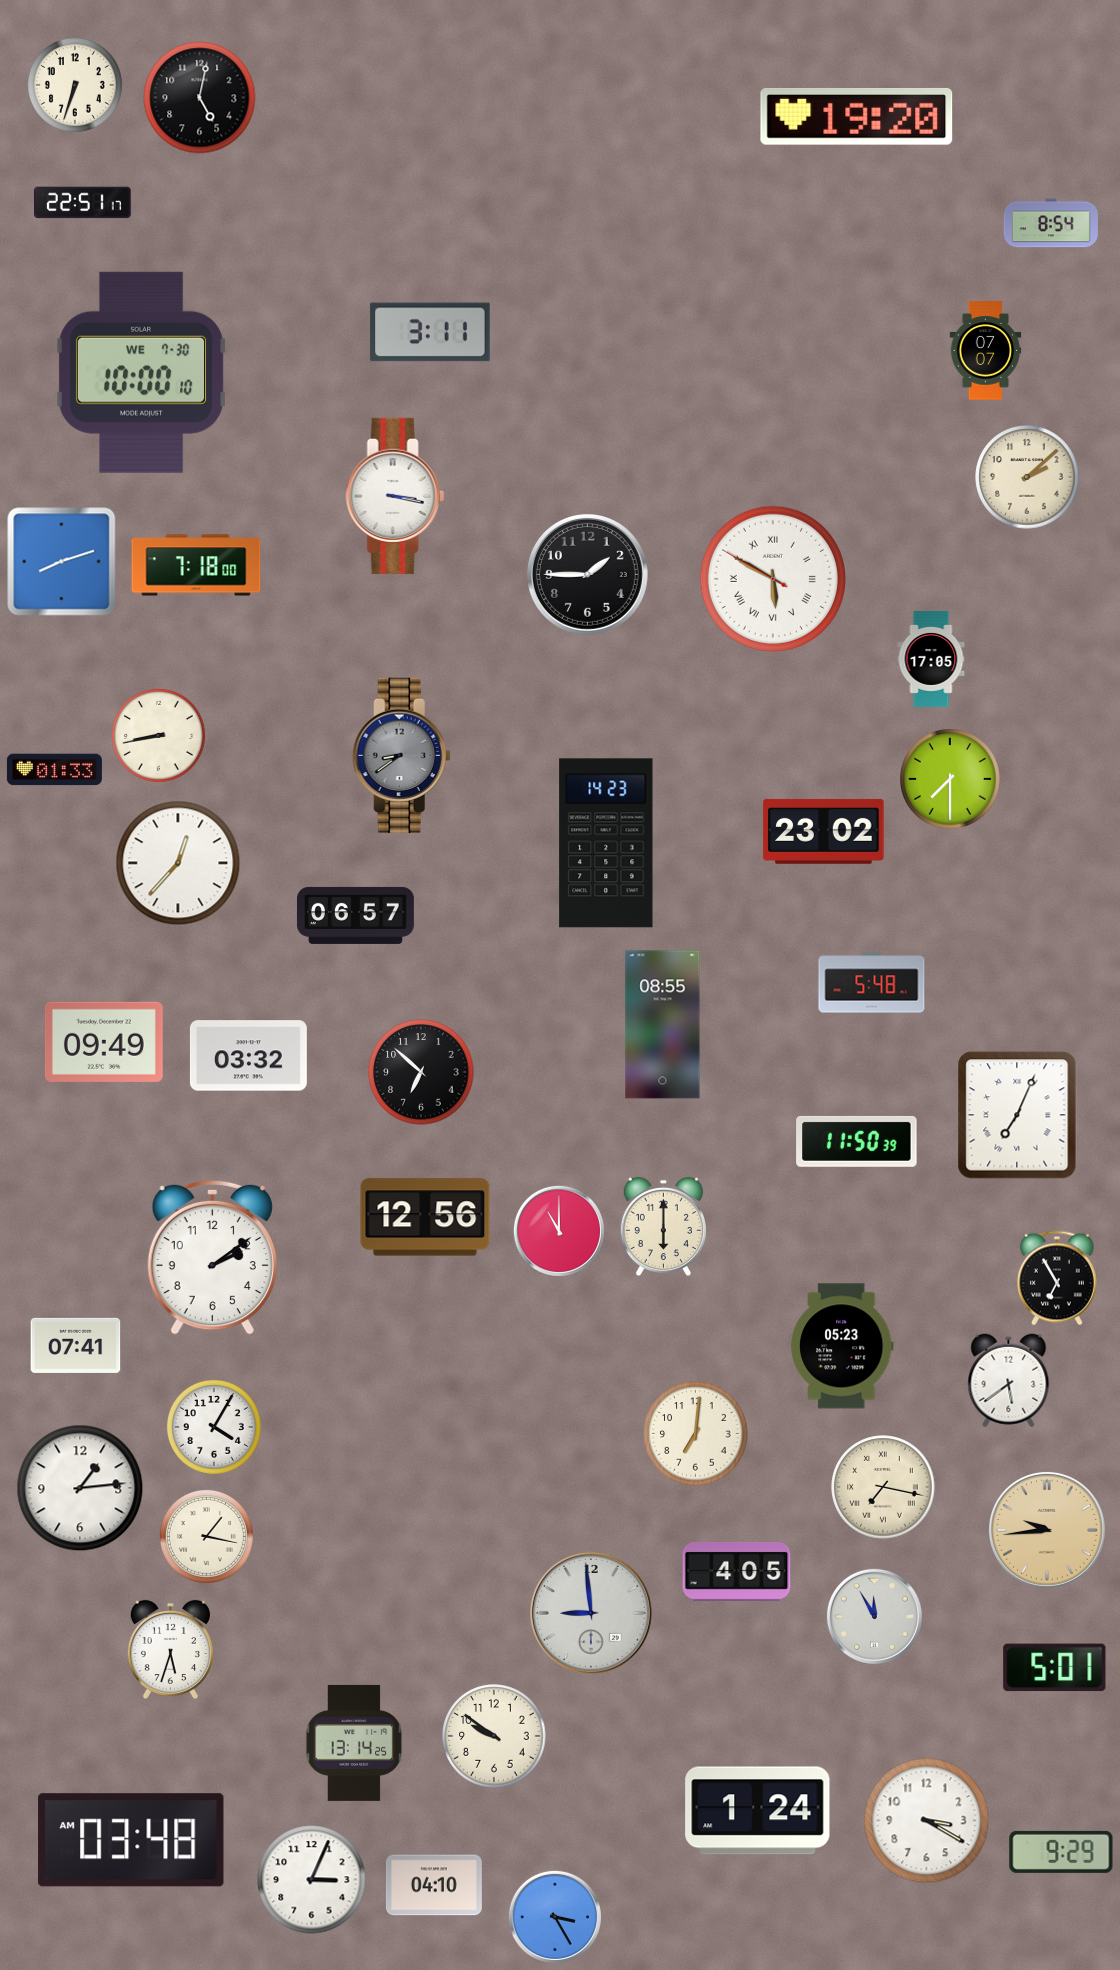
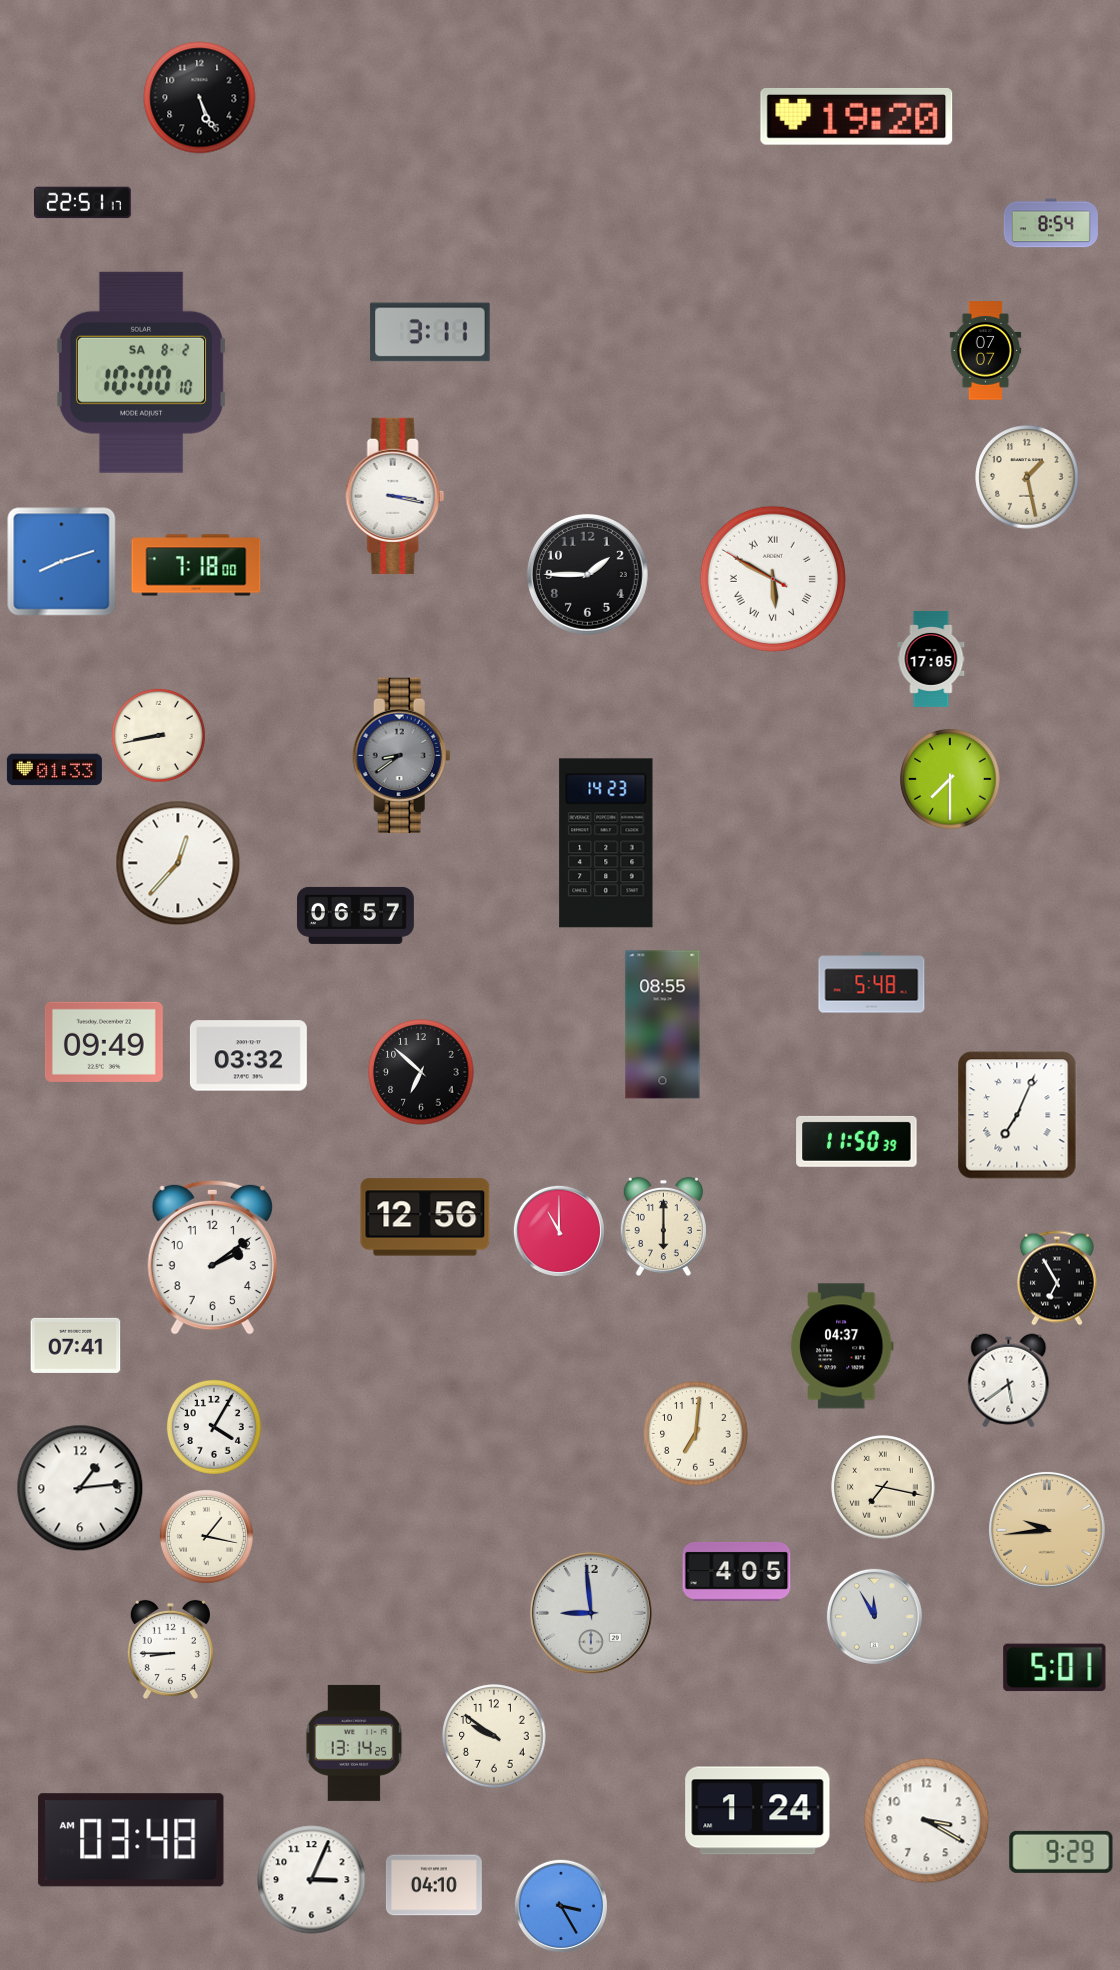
clock at (75, 85): 6:33 -> none
clock at (200, 98): 5:02 -> 5:26
clock at (142, 372) date: WE 7-30 -> SA 8-2
clock at (1027, 477): 2:08 -> 1:28
clock at (824, 831): 23:02 -> none
clock at (842, 1346): 05:23 -> 04:37
clock at (170, 1650): 5:33 -> 8:45
clock at (555, 1917) position: (555, 1917) -> (561, 1906)
